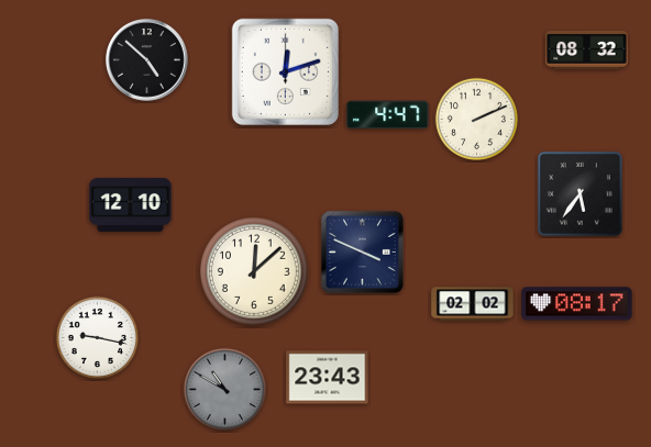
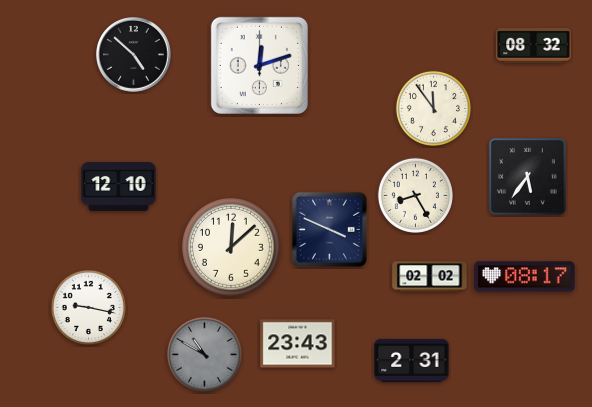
clock at (388, 115): 4:47 -> none
clock at (476, 119): 2:11 -> 11:54
clock at (415, 195): none -> 8:25
clock at (412, 360): none -> 2:31
